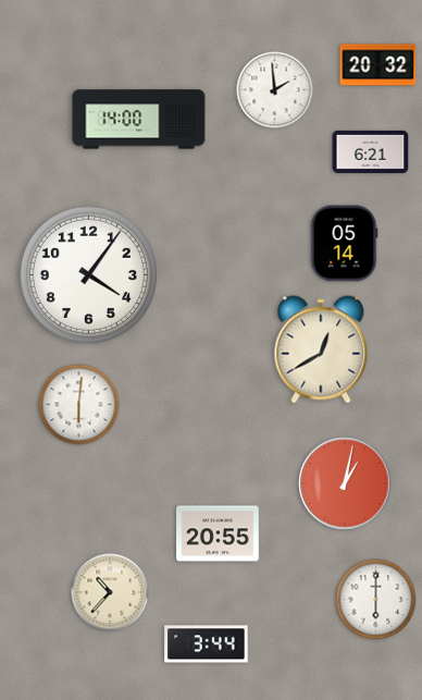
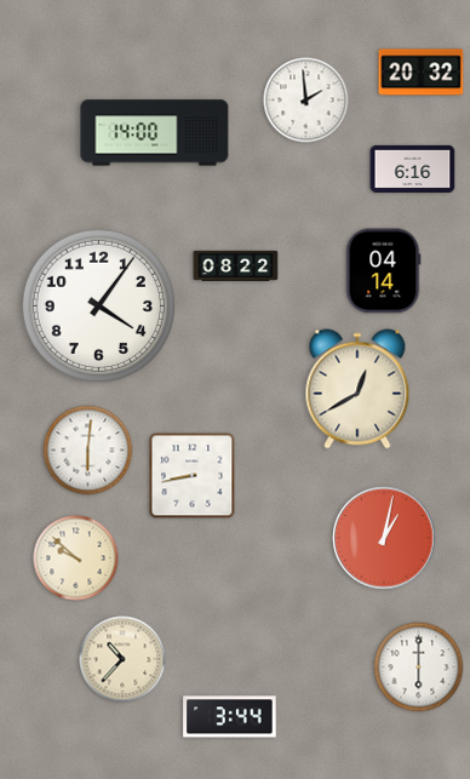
clock at (371, 151): 6:21 -> 6:16
clock at (236, 265): none -> 08:22
clock at (344, 244): 05:14 -> 04:14
clock at (193, 476): none -> 8:43
clock at (76, 559): none -> 9:52
clock at (218, 533): 20:55 -> none
